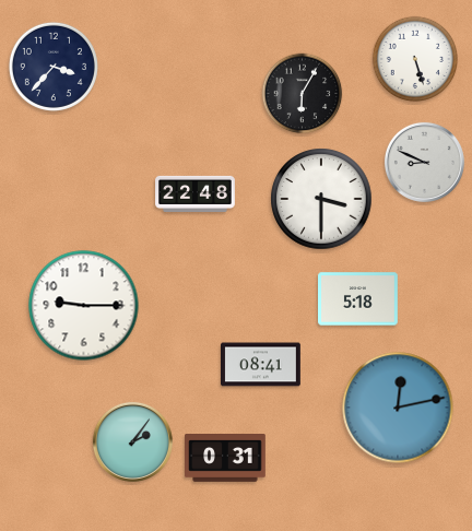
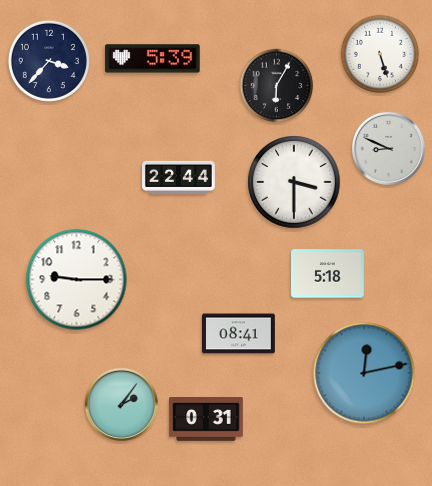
clock at (153, 59): none -> 5:39
clock at (196, 193): 22:48 -> 22:44
